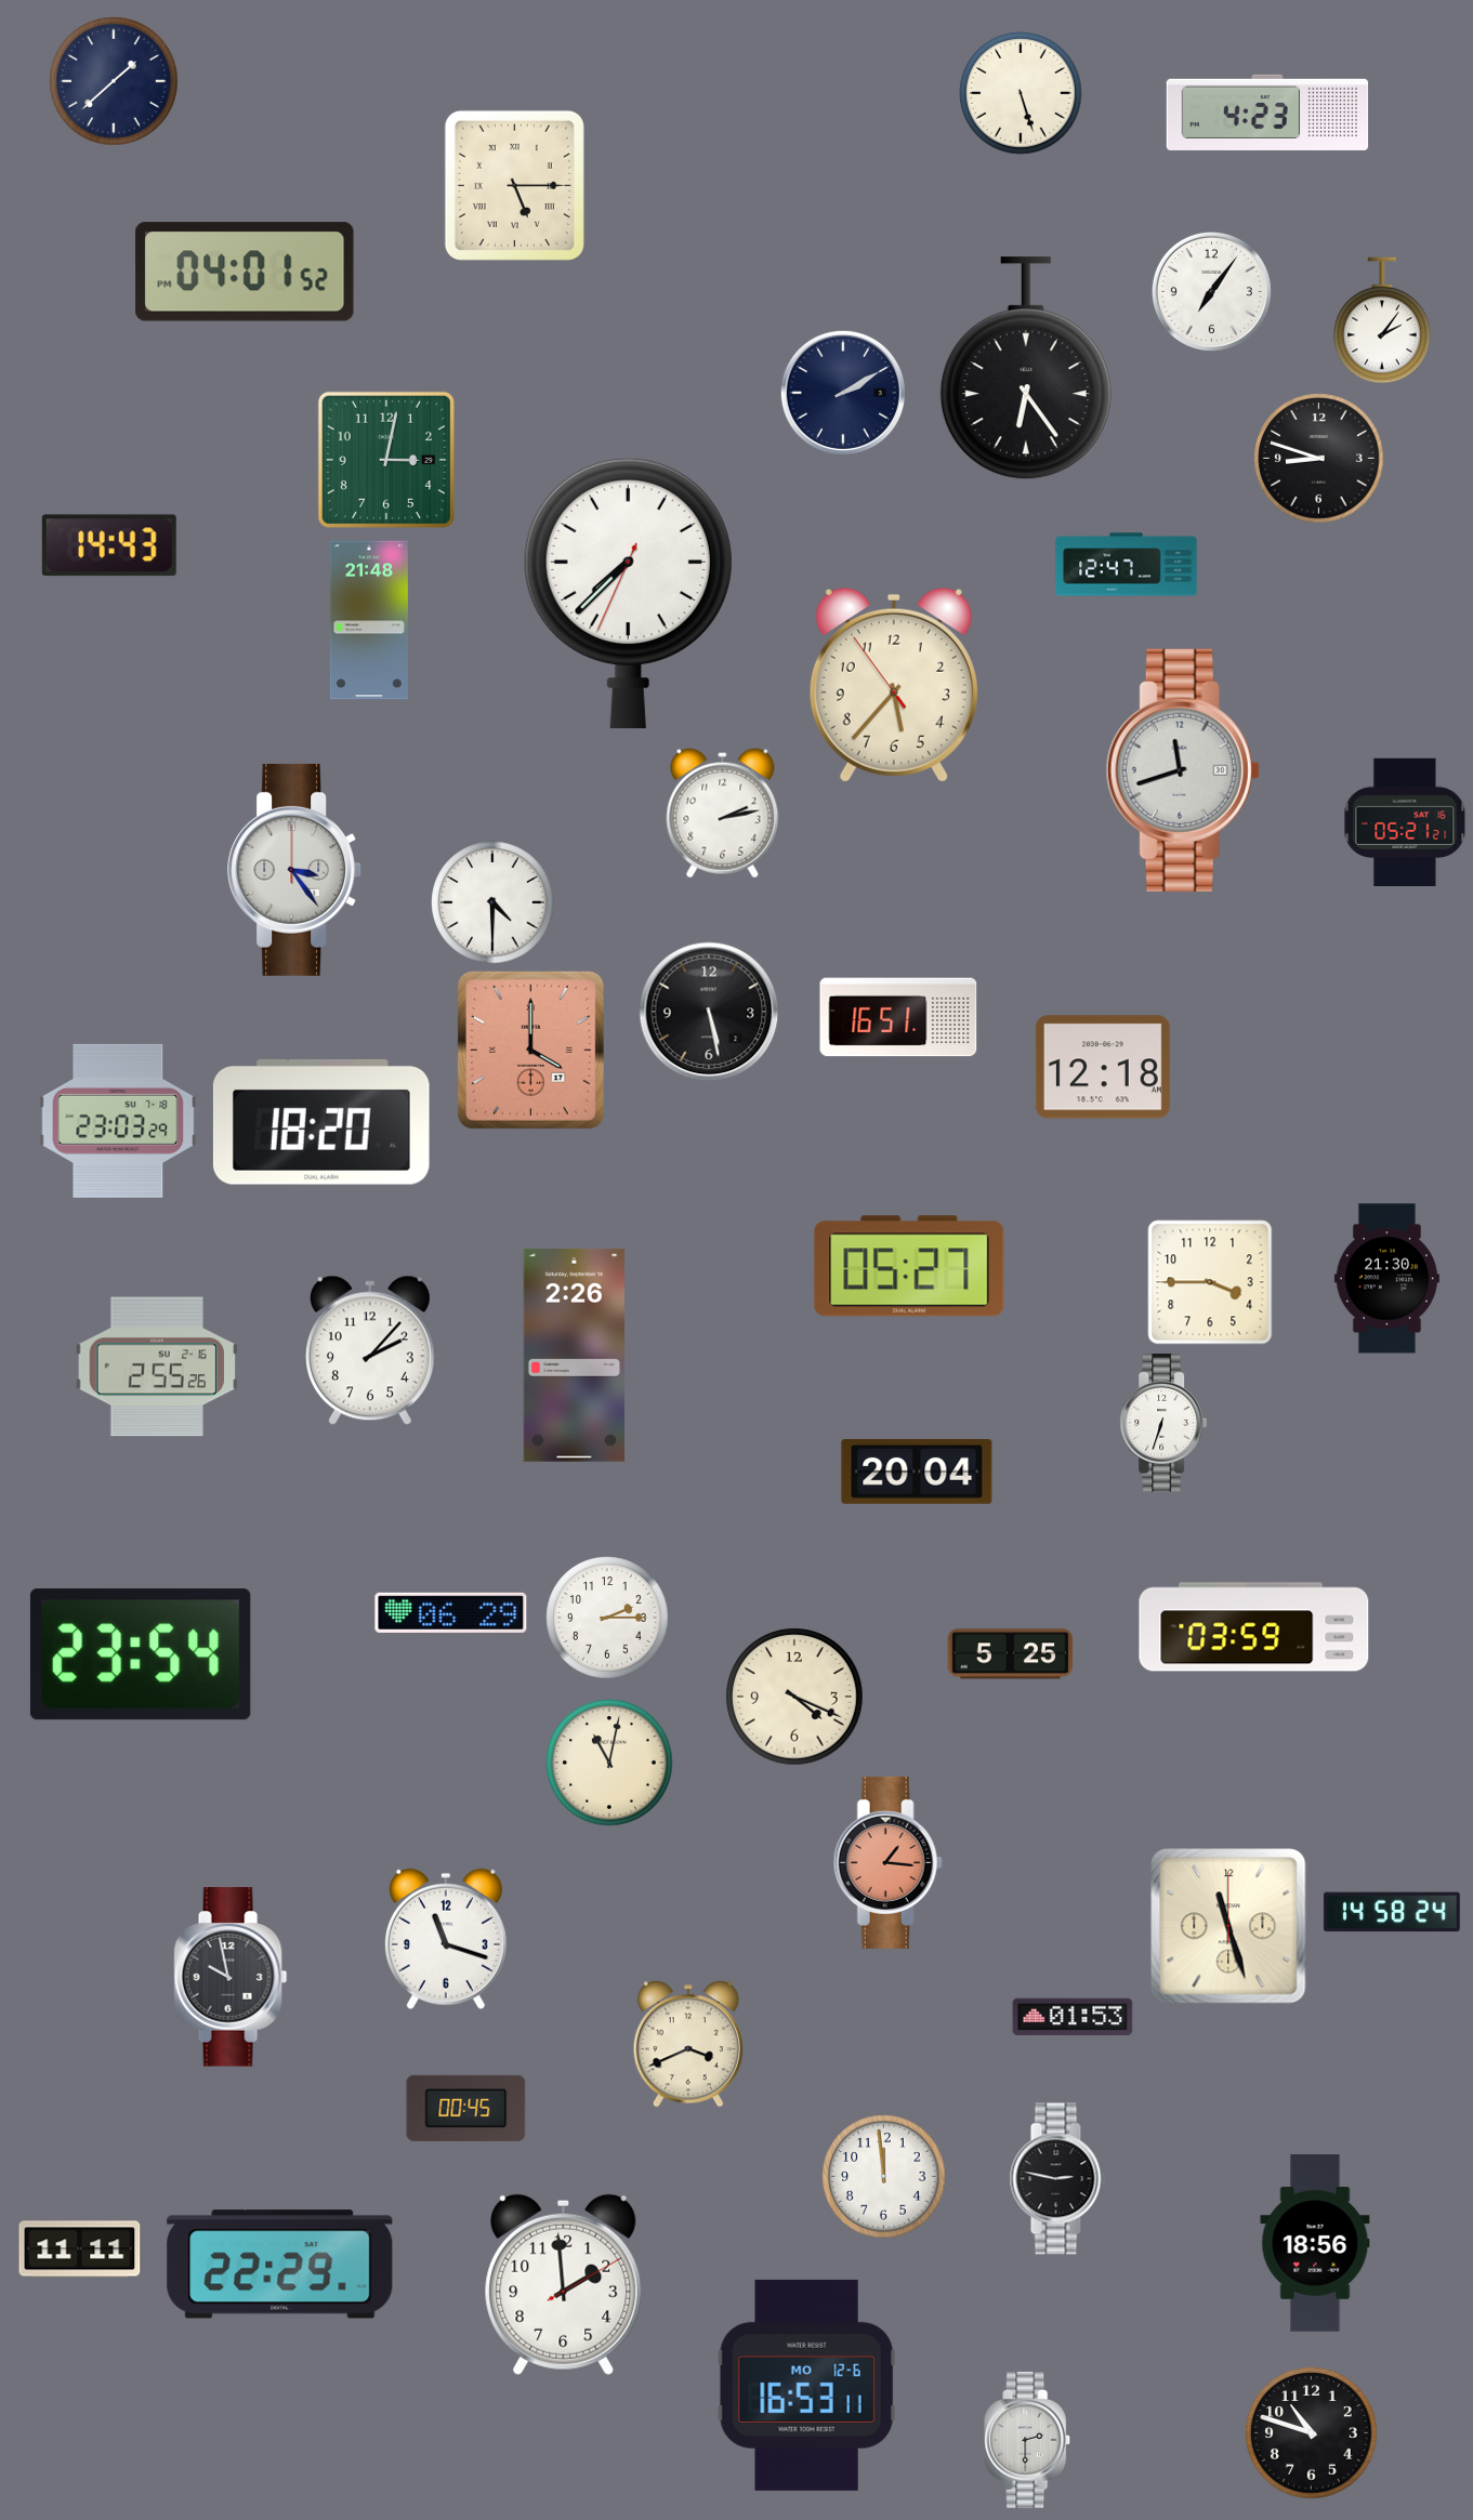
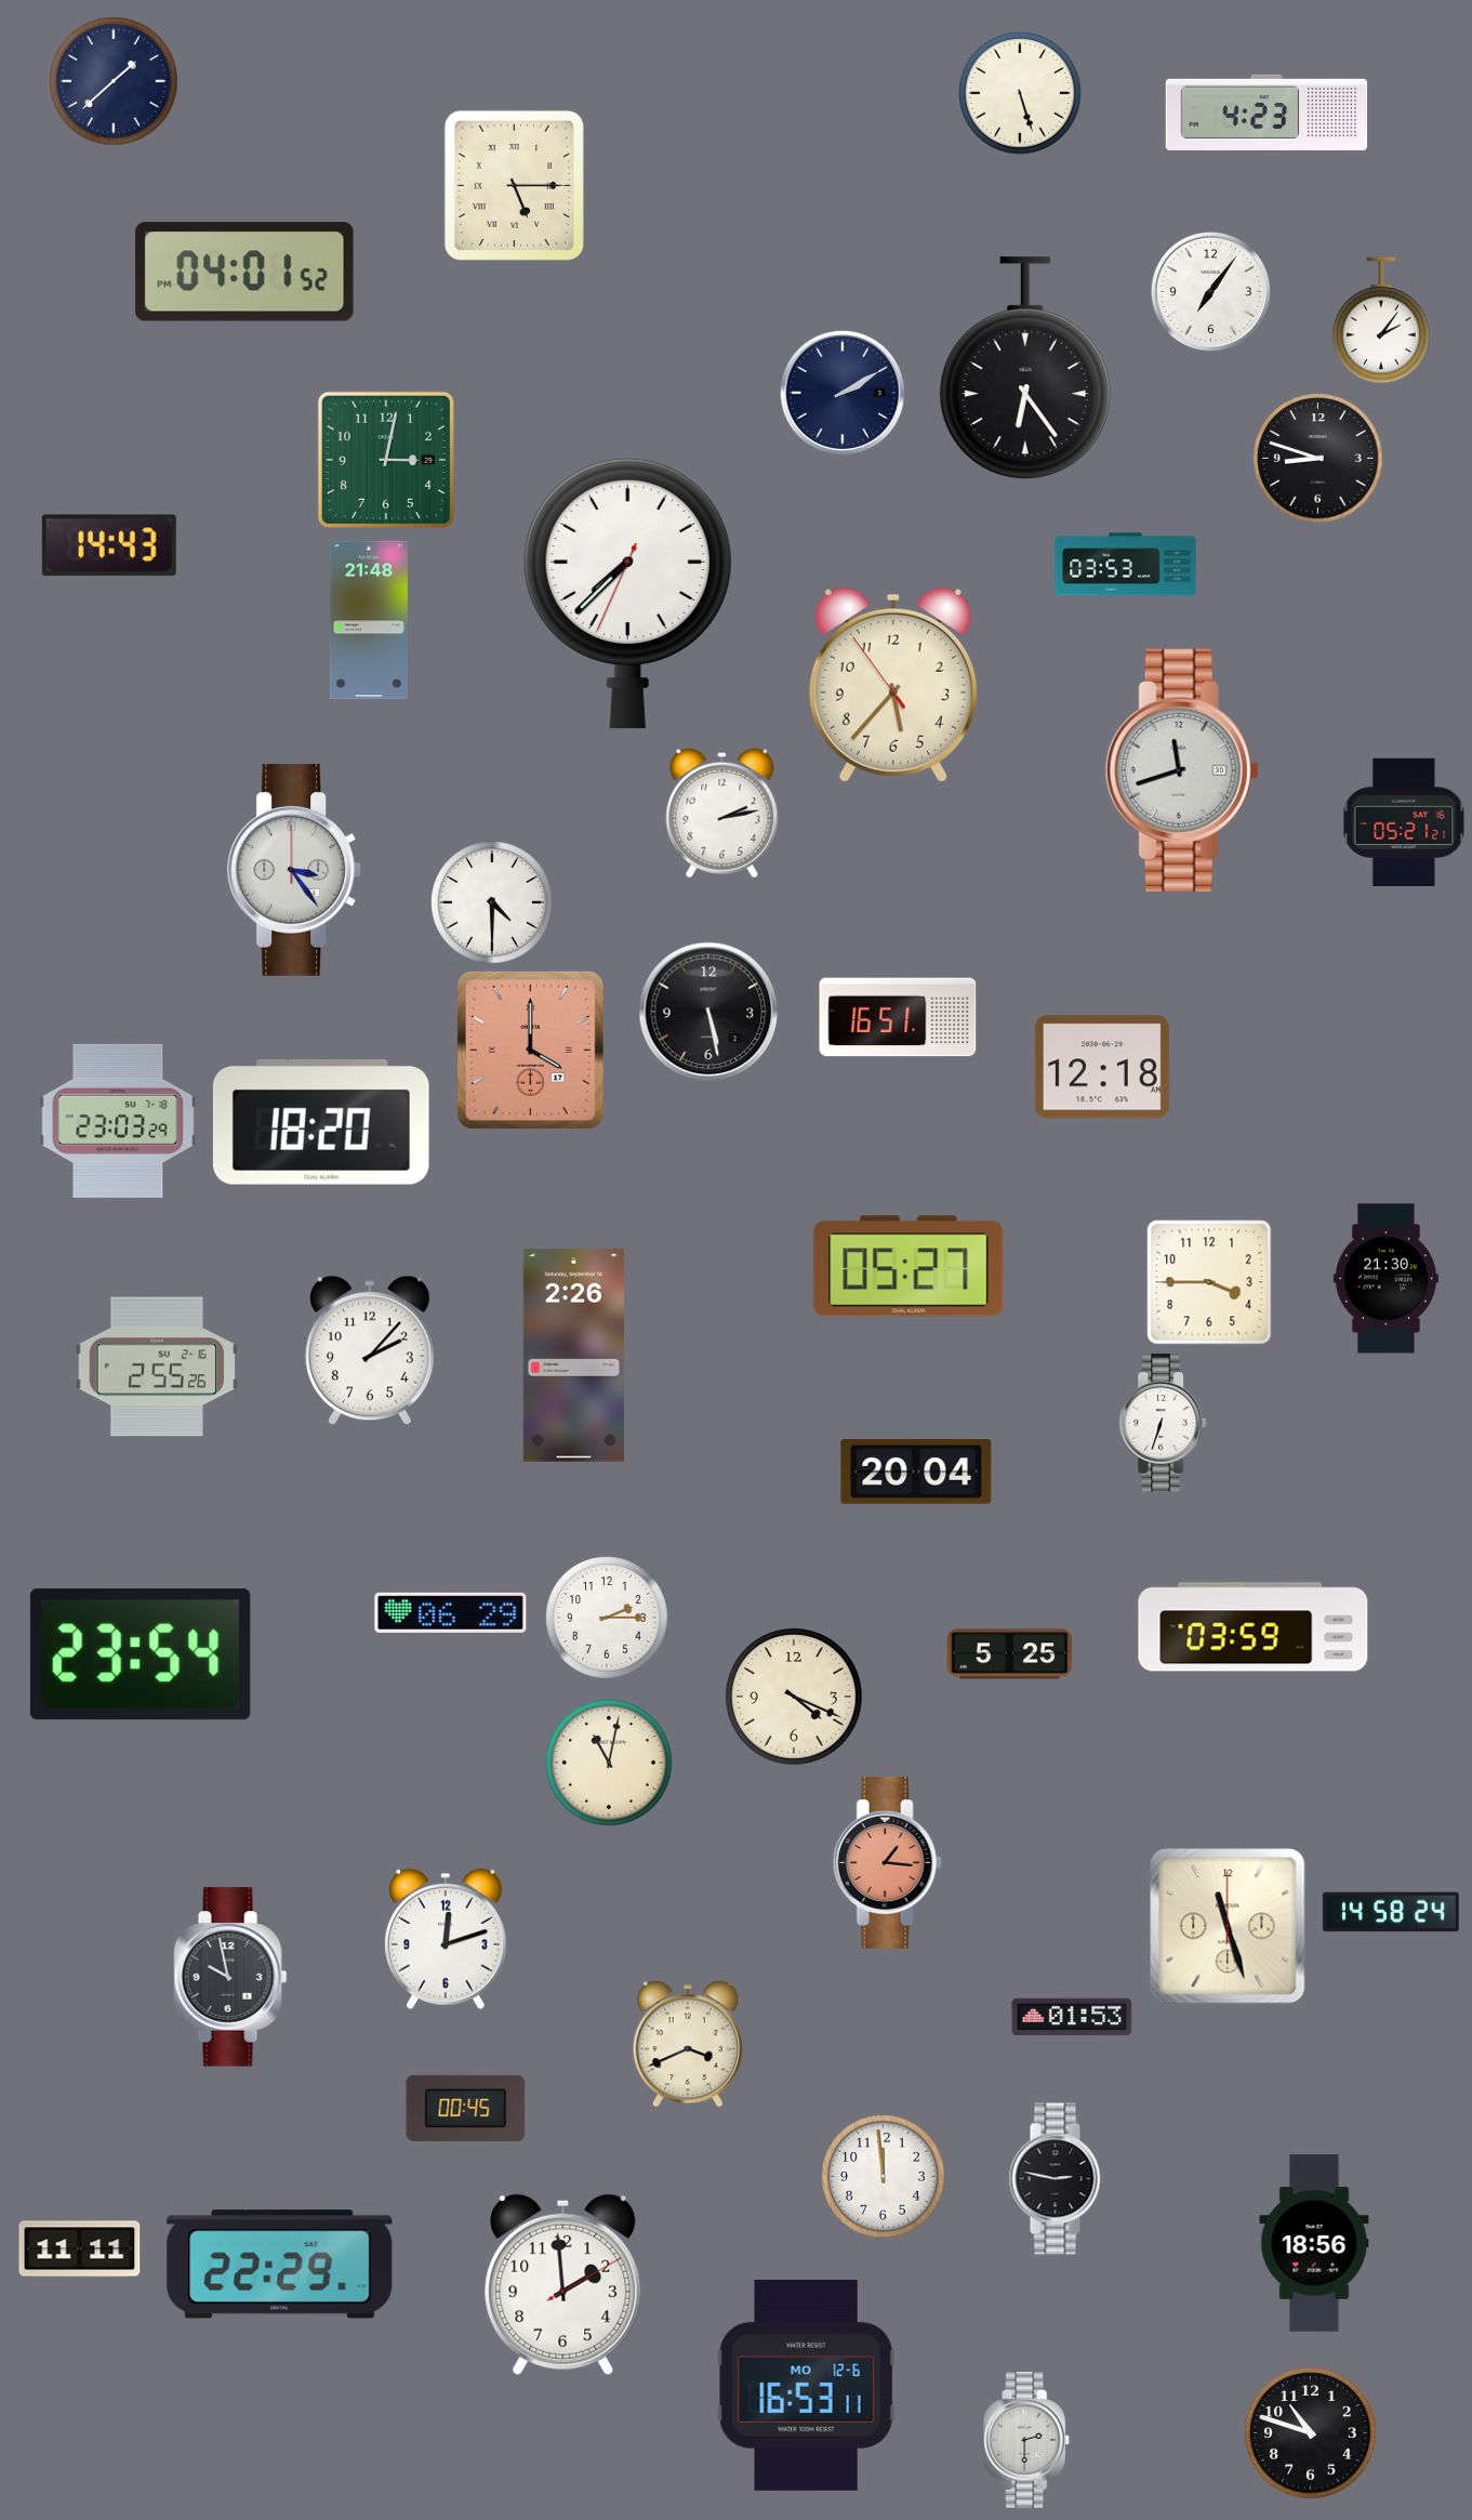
clock at (1127, 565): 12:47 -> 03:53
clock at (446, 1939): 11:18 -> 12:12
